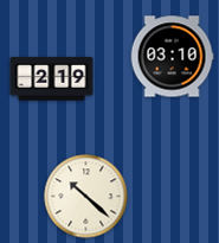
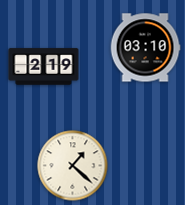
clock at (86, 197): 10:22 -> 1:22
